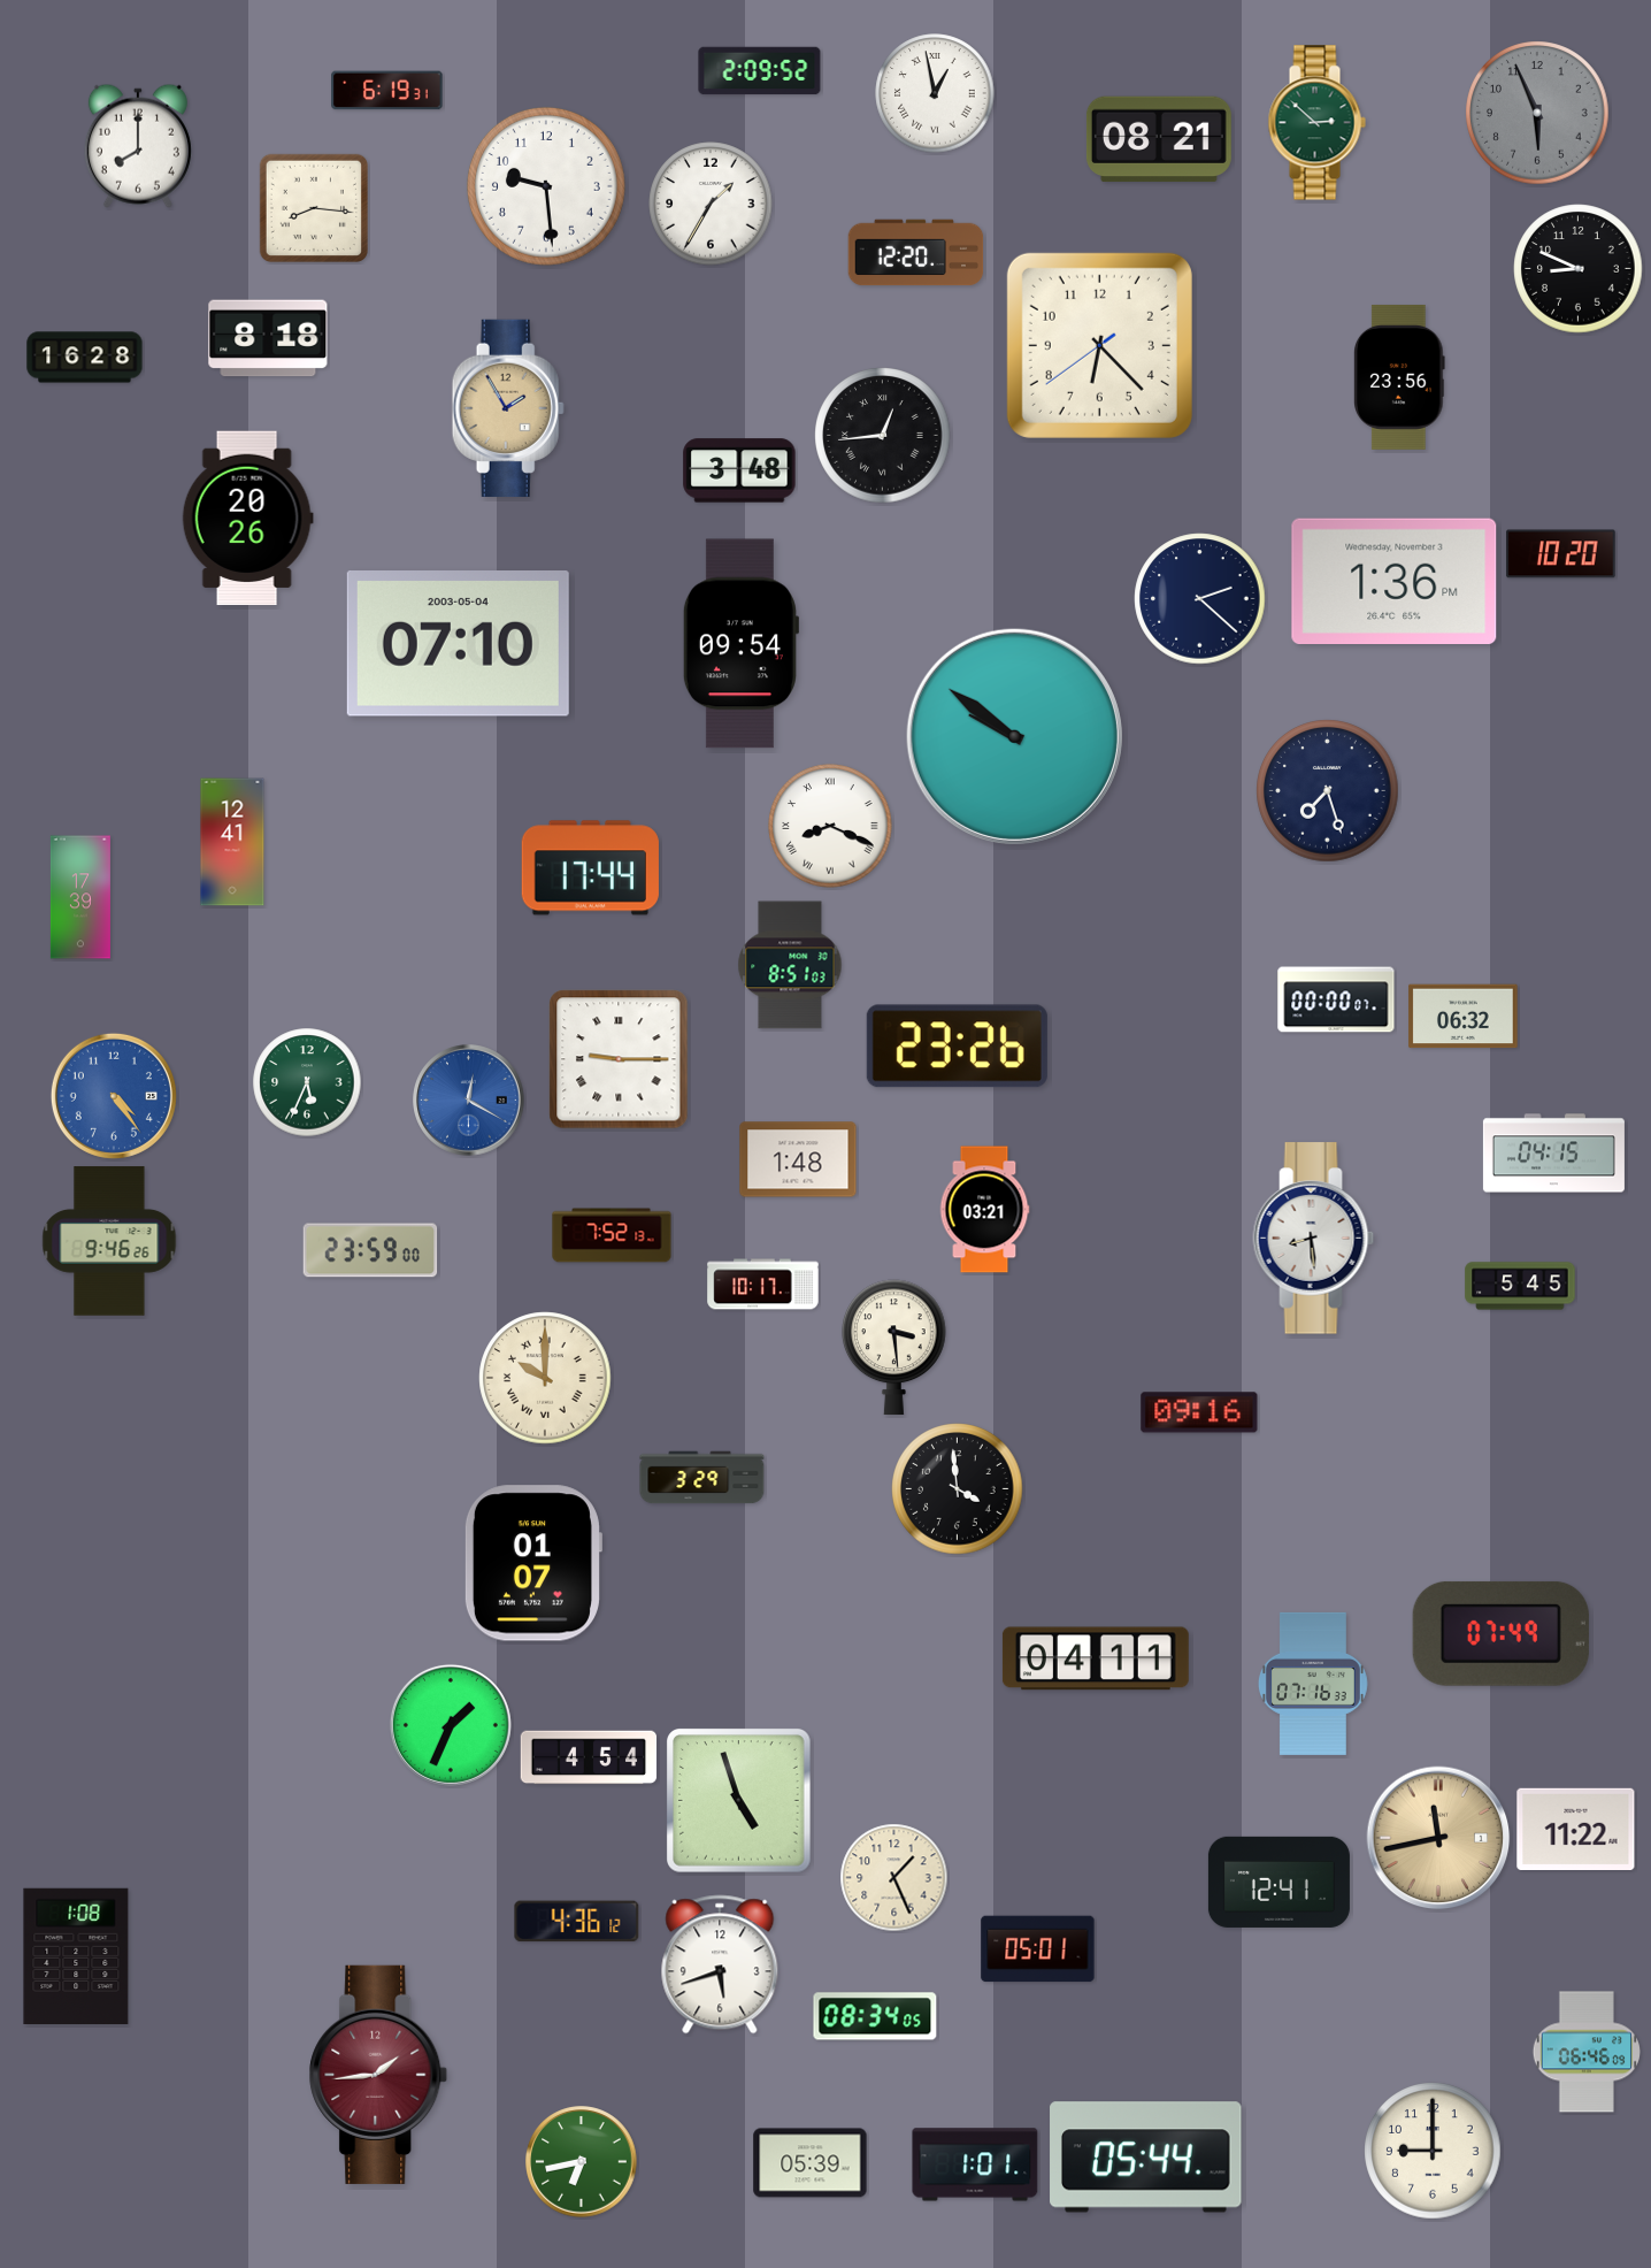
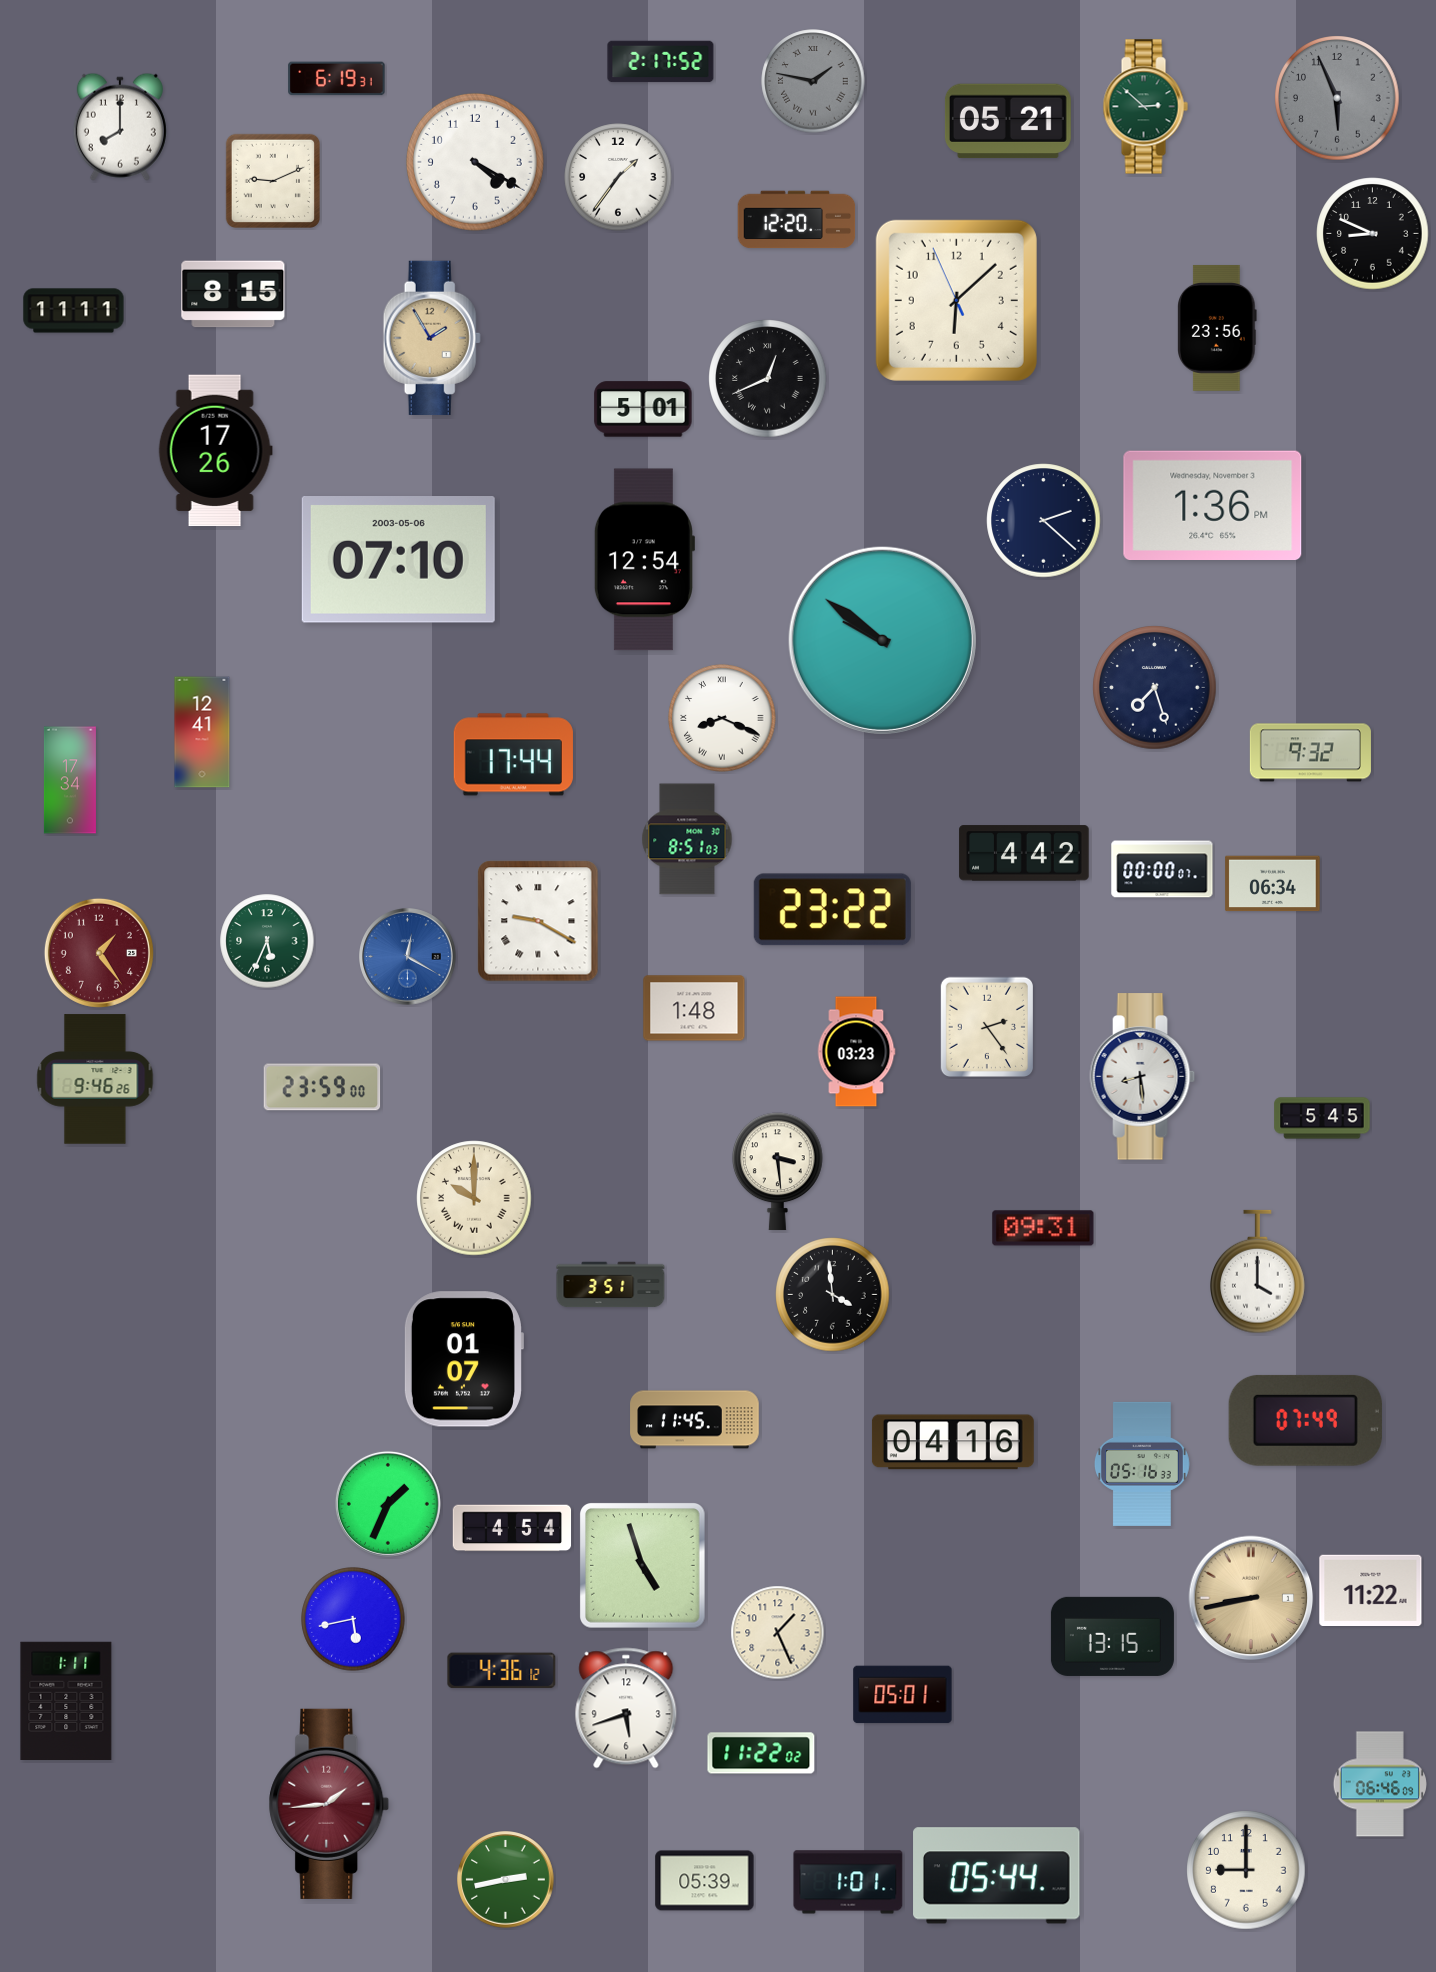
clock at (760, 71): 2:09 -> 2:17
clock at (935, 93): 12:58 -> 1:47
clock at (935, 93) dial: white -> grey
clock at (1159, 139): 08:21 -> 05:21
clock at (546, 186): 9:29 -> 4:20
clock at (711, 204): 1:35 -> 1:36
clock at (314, 208): 8:16 -> 9:11
clock at (268, 338): 8:18 -> 8:15
clock at (1099, 345): 6:22 -> 6:07
clock at (85, 358): 16:28 -> 11:11
clock at (508, 408) position: (508, 408) -> (432, 338)
clock at (883, 436): 12:44 -> 12:41
clock at (739, 470): 3:48 -> 5:01
clock at (247, 519): 20:26 -> 17:26
clock at (1561, 554): 10:20 -> none
clock at (458, 644) date: 2003-05-04 -> 2003-05-06
clock at (739, 644): 09:54 -> 12:54
clock at (1310, 753): none -> 9:32
clock at (80, 897): 17:39 -> 17:34
clock at (1024, 853): none -> 4:42
clock at (1464, 1017): 06:32 -> 06:34
clock at (957, 1047): 23:26 -> 23:22
clock at (619, 1059): 9:15 -> 9:20
clock at (114, 1096): 4:24 -> 1:24
clock at (114, 1096) dial: blue -> burgundy
clock at (1553, 1154): 04:15 -> none
clock at (986, 1026): none -> 2:24
clock at (984, 1210): 03:21 -> 03:23
clock at (612, 1235): 7:52 -> none
clock at (763, 1285): 10:17 -> none
clock at (1199, 1412): 09:16 -> 09:31
clock at (1258, 1272): none -> 4:00
clock at (702, 1478): 3:29 -> 3:51
clock at (695, 1420): none -> 11:45
clock at (1096, 1658): 04:11 -> 04:16
clock at (1313, 1684): 07:16 -> 05:16
clock at (451, 1725) position: (451, 1725) -> (388, 1504)
clock at (1438, 1838): 11:43 -> 8:43
clock at (353, 1619): none -> 5:43
clock at (1278, 1882): 12:41 -> 13:15
clock at (76, 1955): 1:08 -> 1:11
clock at (875, 2016): 08:34 -> 11:22
clock at (582, 2162): 6:43 -> 2:43
